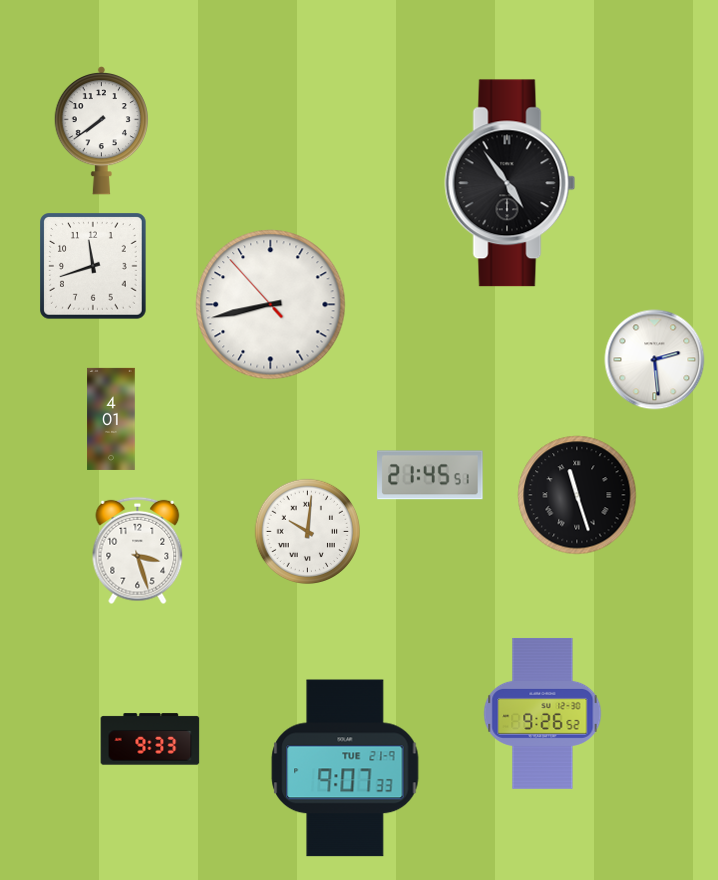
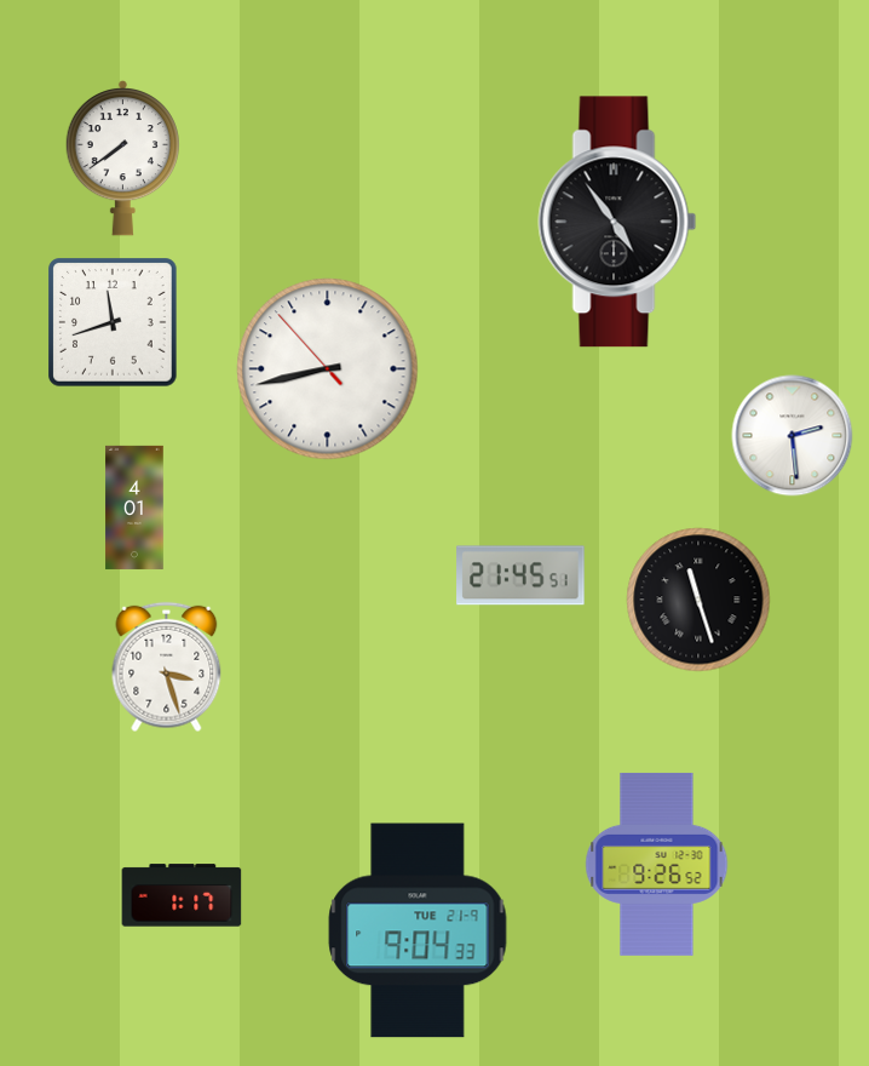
clock at (307, 531): 10:01 -> none
clock at (150, 739): 9:33 -> 1:17
clock at (345, 768): 9:07 -> 9:04
